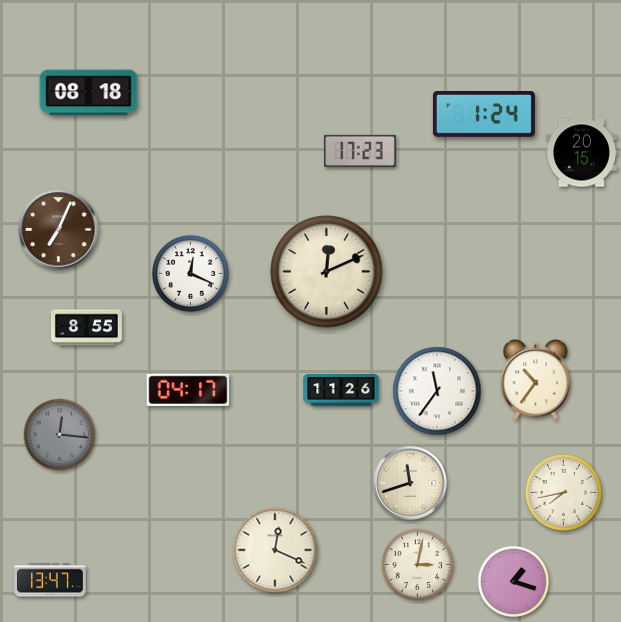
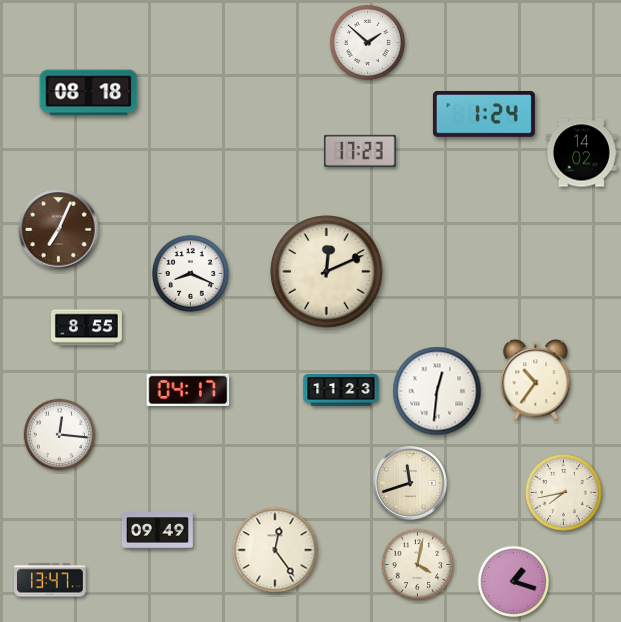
clock at (367, 42): none -> 1:52
clock at (581, 153): 20:15 -> 14:02
clock at (190, 273): 12:19 -> 8:19
clock at (341, 390): 11:26 -> 11:23
clock at (437, 391): 11:36 -> 12:31
clock at (60, 435) dial: grey -> white
clock at (157, 531): none -> 09:49
clock at (275, 550): 12:19 -> 12:24
clock at (418, 565): 3:02 -> 4:02
